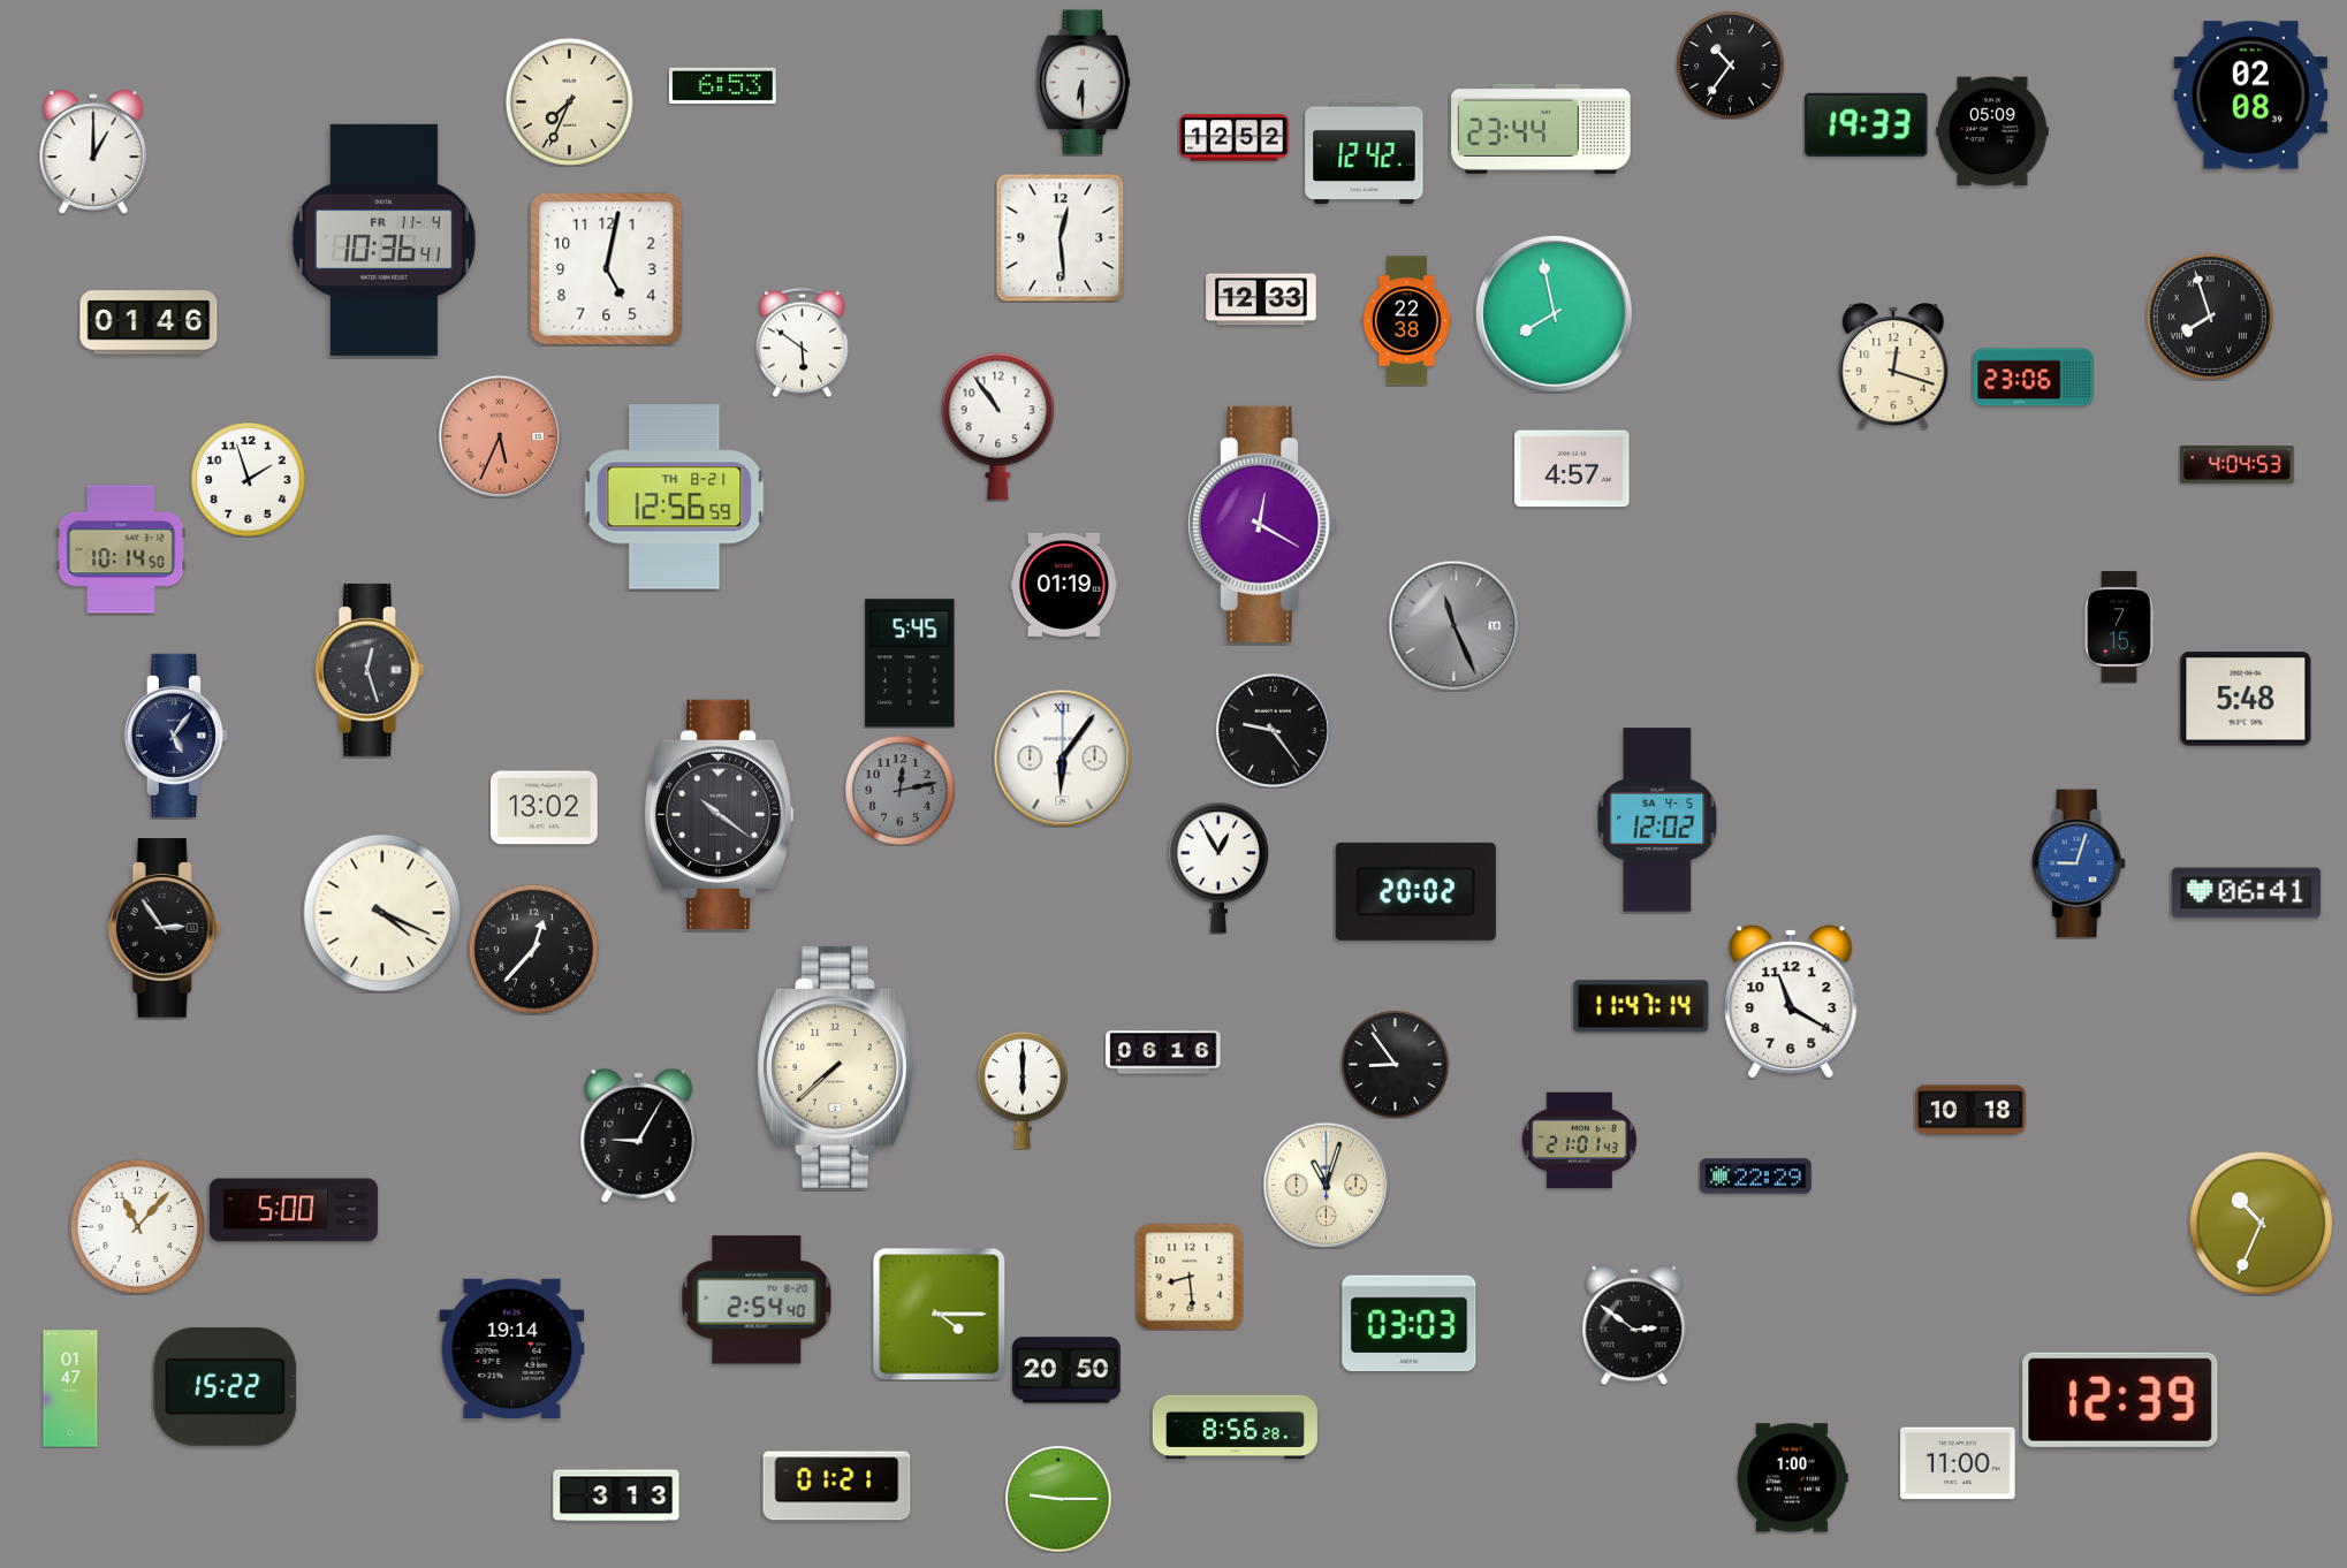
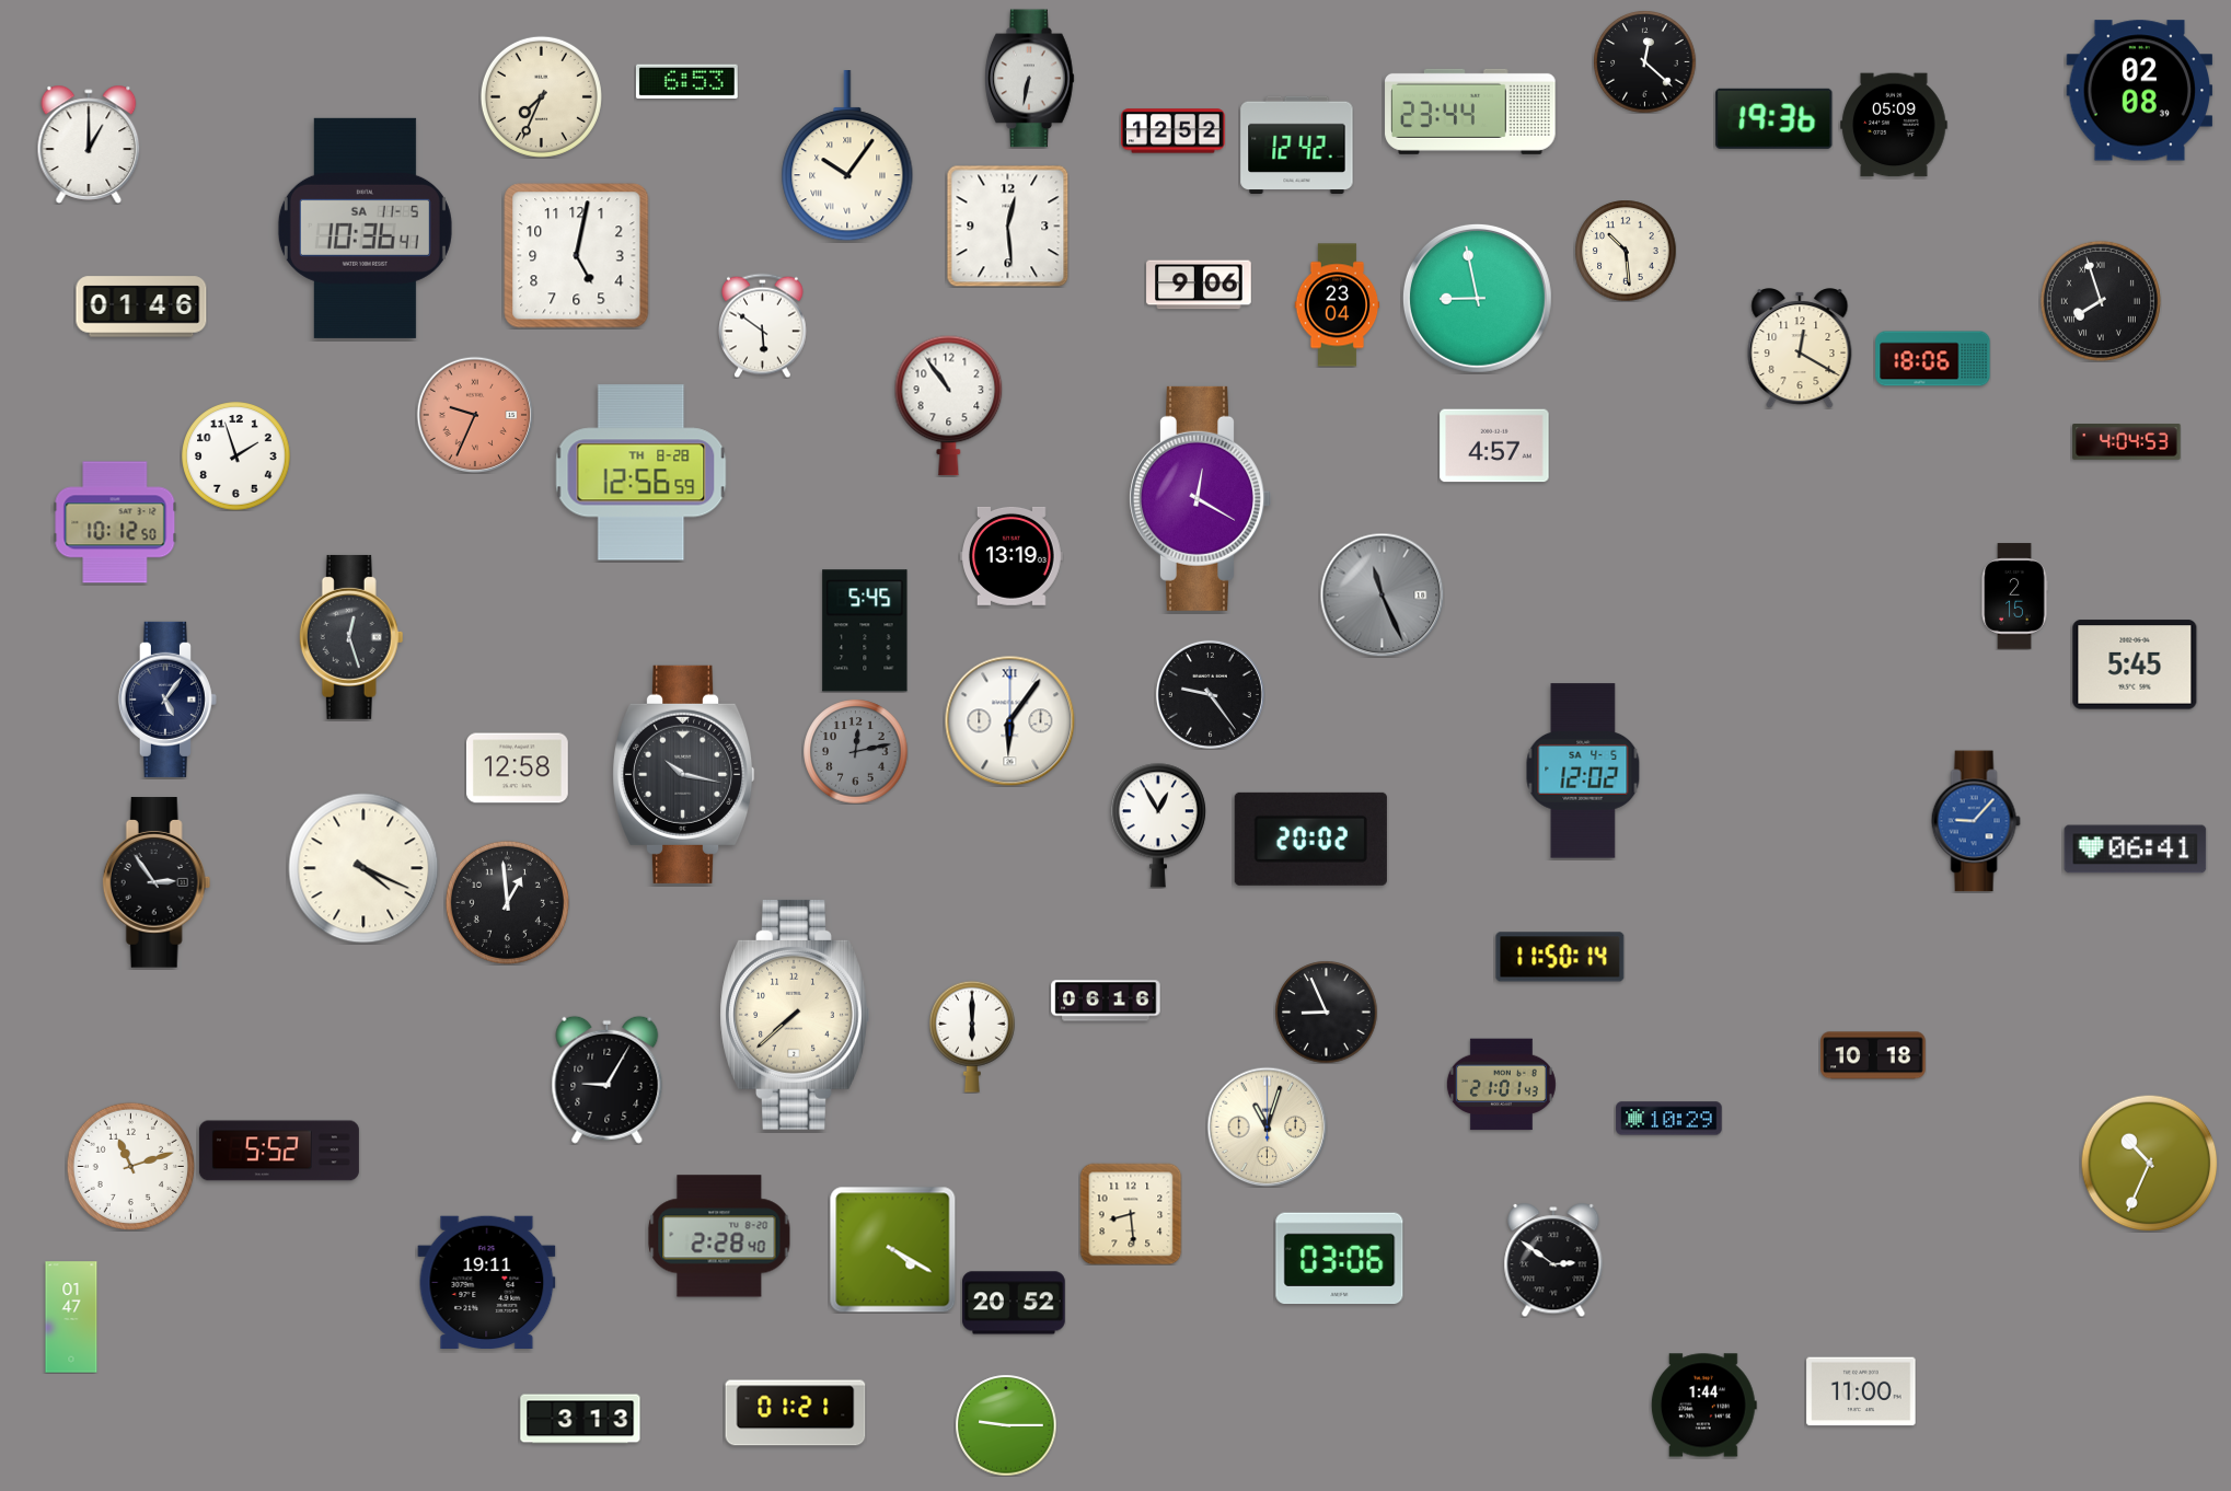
clock at (1730, 64): 10:36 -> 12:22
clock at (1084, 83): 6:30 -> 6:32
clock at (1867, 124): 19:33 -> 19:36
clock at (1541, 129) position: (1541, 129) -> (1470, 112)
clock at (847, 157): none -> 10:06
clock at (383, 239) date: FR 11-4 -> SA 11-5
clock at (1626, 251): none -> 10:29
clock at (1261, 299): 12:33 -> 9:06
clock at (1554, 313): 7:58 -> 8:58
clock at (1407, 321): 22:38 -> 23:04
clock at (1893, 366): 12:18 -> 12:20
clock at (2034, 378): 23:06 -> 18:06
clock at (500, 436): 5:34 -> 9:34
clock at (675, 497) date: TH 8-21 -> TH 8-28
clock at (121, 549): 10:14 -> 10:12
clock at (1065, 585): 01:19 -> 13:19
clock at (2119, 627): 7:15 -> 2:15
clock at (2246, 699): 5:48 -> 5:45
clock at (545, 808): 13:02 -> 12:58
clock at (719, 814): 10:21 -> 10:17
clock at (1657, 820) position: (1657, 820) -> (1583, 771)
clock at (2079, 863): 9:03 -> 9:07
clock at (1415, 891) position: (1415, 891) -> (1310, 839)
clock at (533, 949): 12:37 -> 12:59
clock at (1791, 1002): 11:20 -> none
clock at (1641, 1006): 11:47 -> 11:50
clock at (1395, 1064): 8:54 -> 8:56
clock at (1756, 1177): 22:29 -> 10:29
clock at (1326, 1185) position: (1326, 1185) -> (1267, 1126)
clock at (294, 1210): 5:00 -> 5:52
clock at (137, 1226): 11:07 -> 11:12
clock at (757, 1300): 2:54 -> 2:28
clock at (940, 1315): 4:15 -> 4:20
clock at (1410, 1324): 03:03 -> 03:06
clock at (512, 1348): 19:14 -> 19:11
clock at (1068, 1370): 20:50 -> 20:52
clock at (226, 1386): 15:22 -> none
clock at (70, 1388) position: (70, 1388) -> (71, 1317)
clock at (2120, 1400): 12:39 -> none
clock at (1235, 1426): 8:56 -> none
clock at (1792, 1478): 1:00 -> 1:44
clock at (616, 1495) position: (616, 1495) -> (580, 1419)
